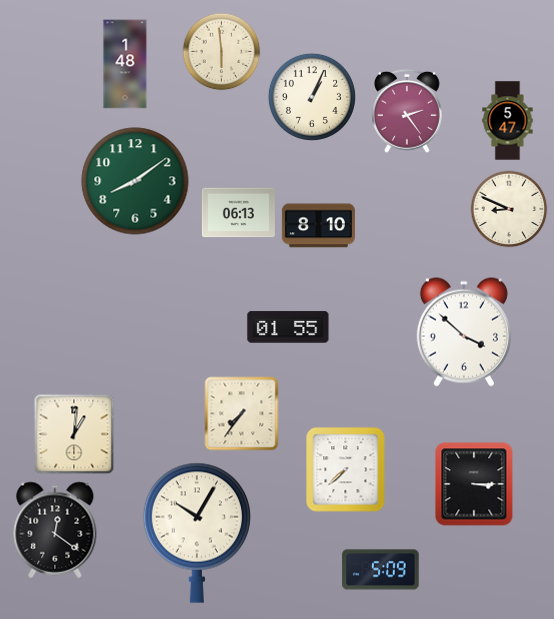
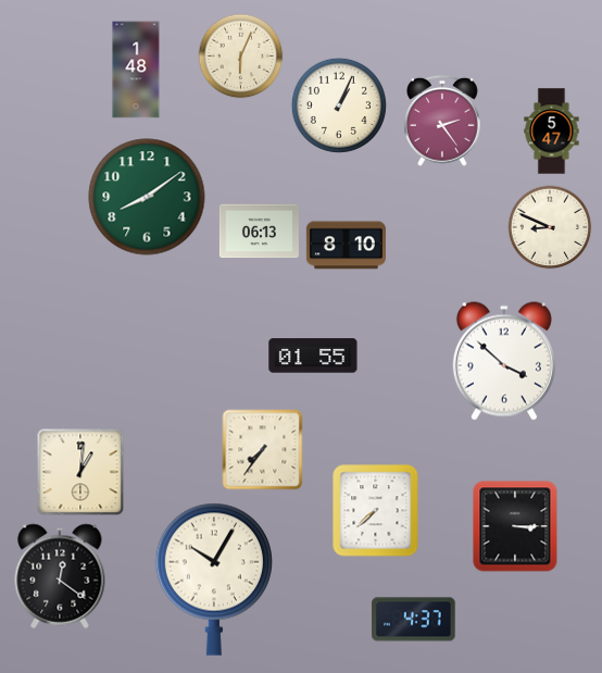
clock at (222, 52): 5:59 -> 6:04
clock at (509, 209) position: (509, 209) -> (550, 227)
clock at (381, 570): 5:09 -> 4:37
